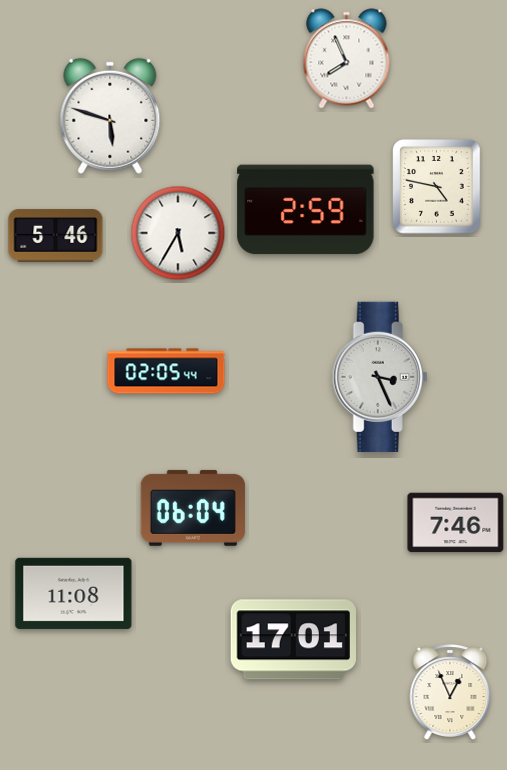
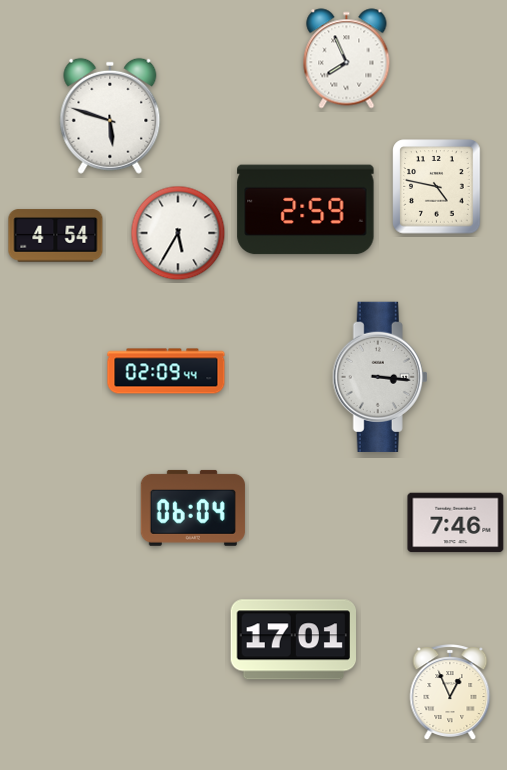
clock at (56, 236): 5:46 -> 4:54
clock at (166, 371): 02:05 -> 02:09
clock at (380, 377): 3:26 -> 3:16
clock at (74, 593): 11:08 -> none
